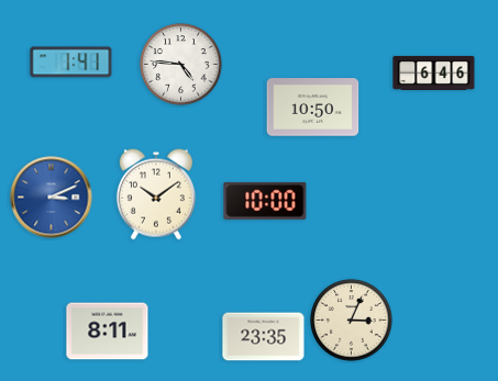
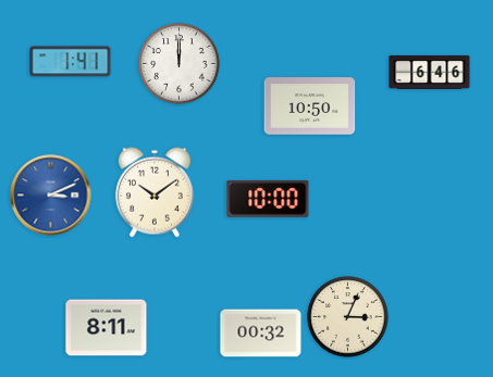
clock at (181, 65): 4:46 -> 12:00
clock at (265, 201) position: (265, 201) -> (268, 199)
clock at (264, 337): 23:35 -> 00:32
